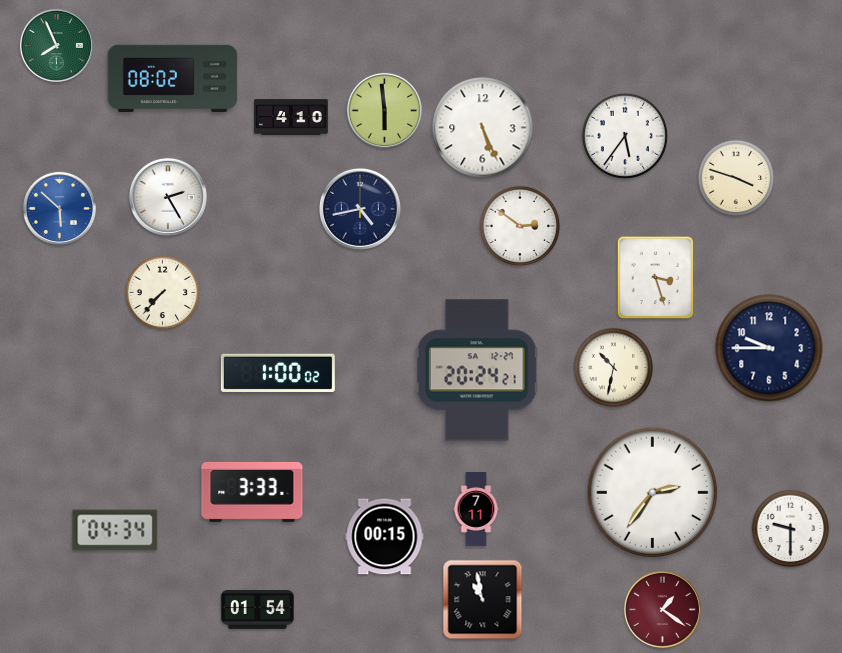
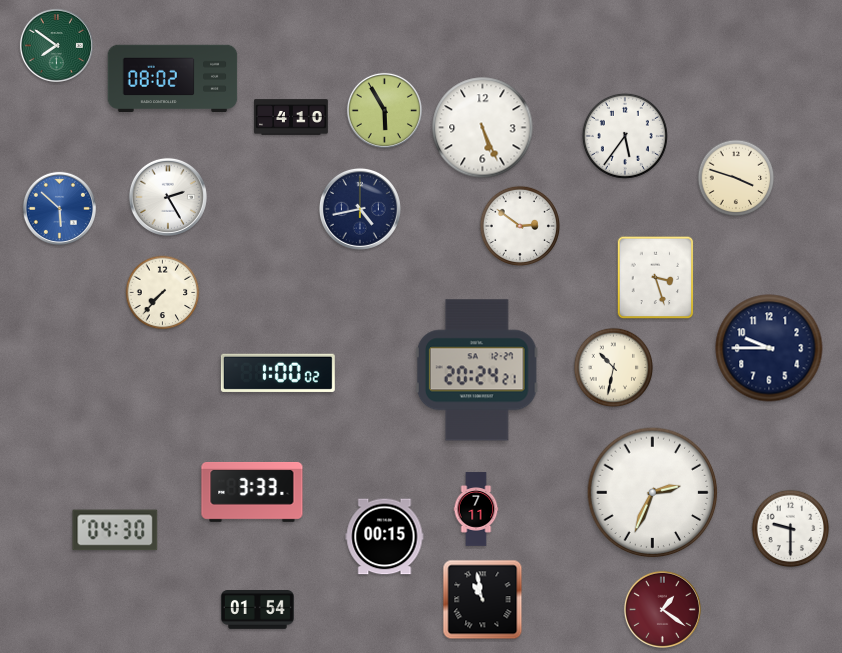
clock at (56, 45): 7:56 -> 7:51
clock at (384, 110): 5:59 -> 5:55
clock at (653, 493): 2:36 -> 2:34
clock at (115, 530): 04:34 -> 04:30
